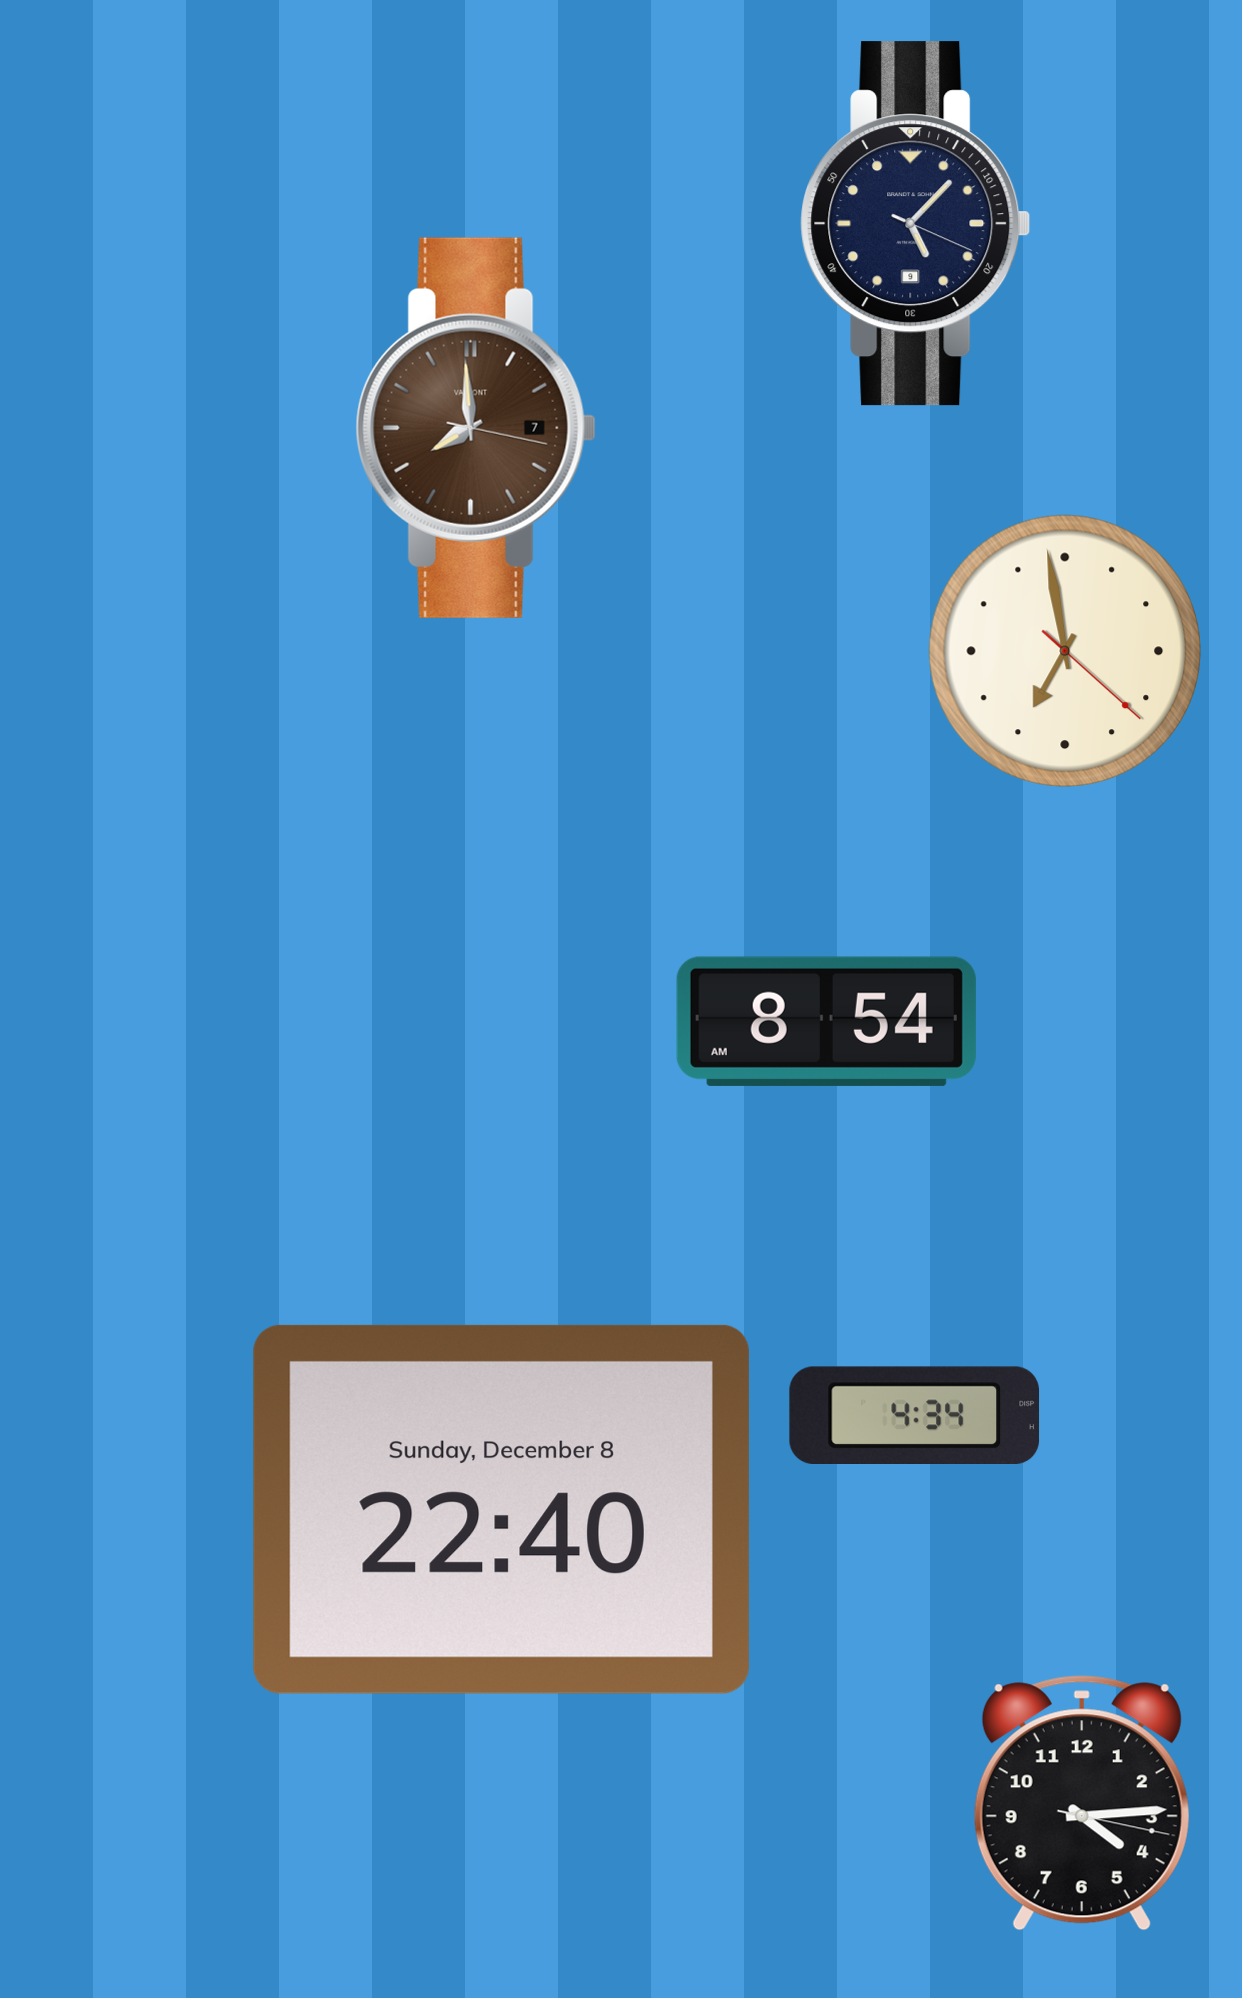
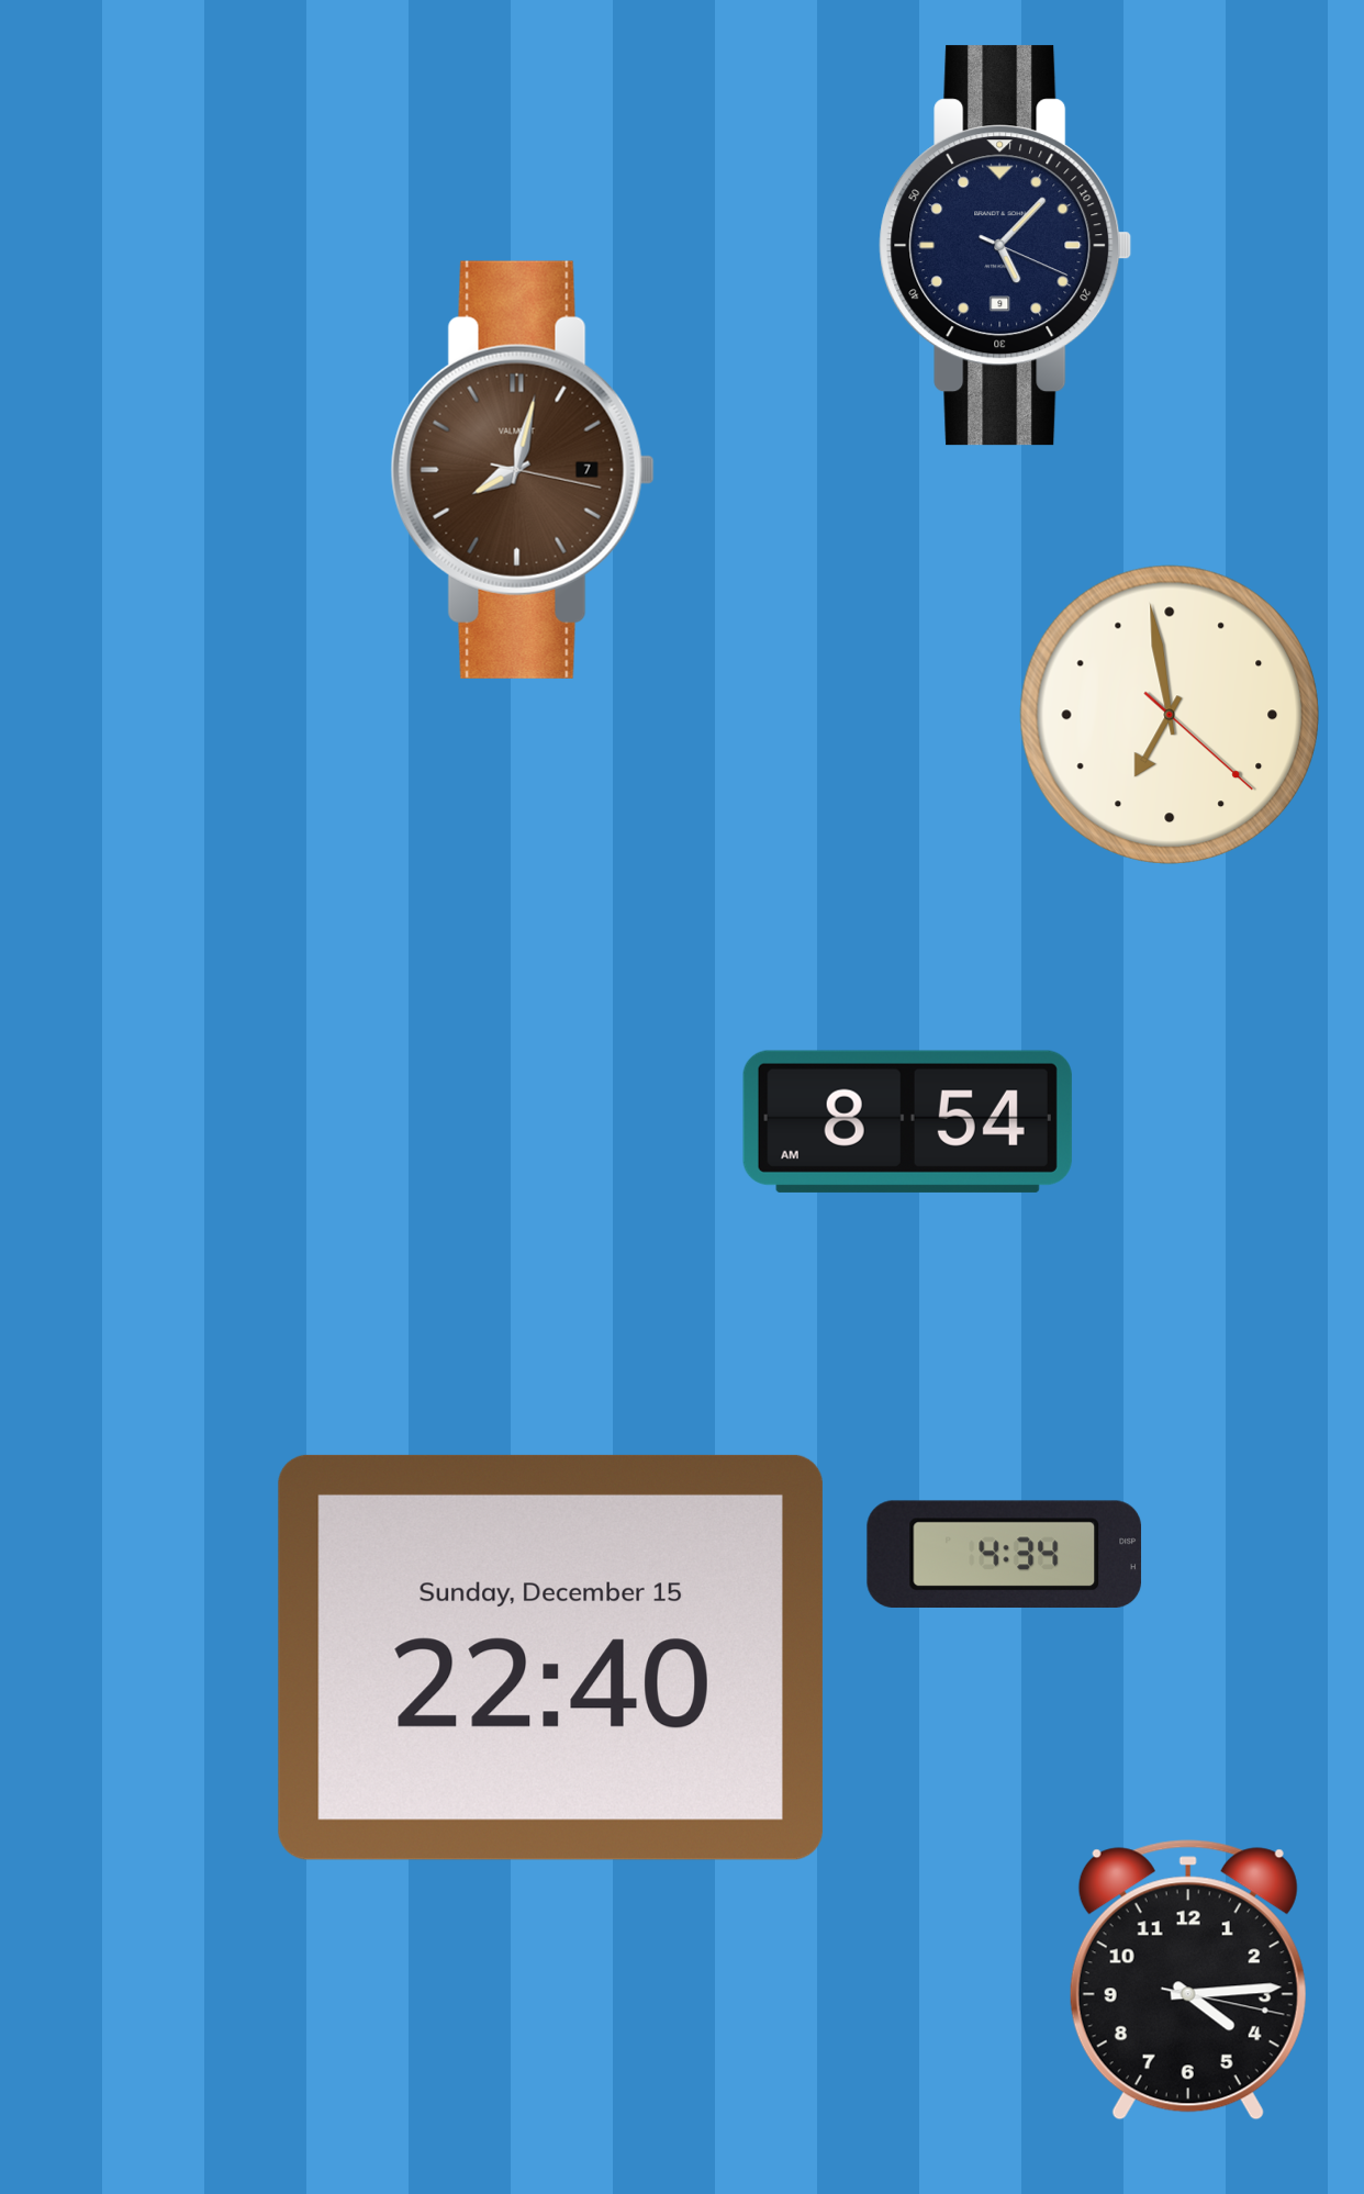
clock at (476, 428): 7:59 -> 8:02
clock at (501, 1509) date: Sunday, December 8 -> Sunday, December 15
